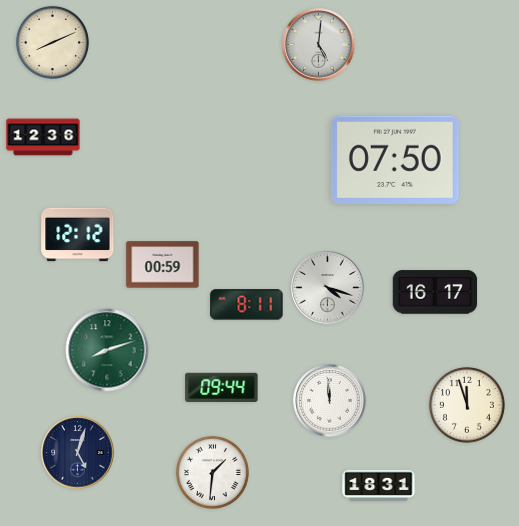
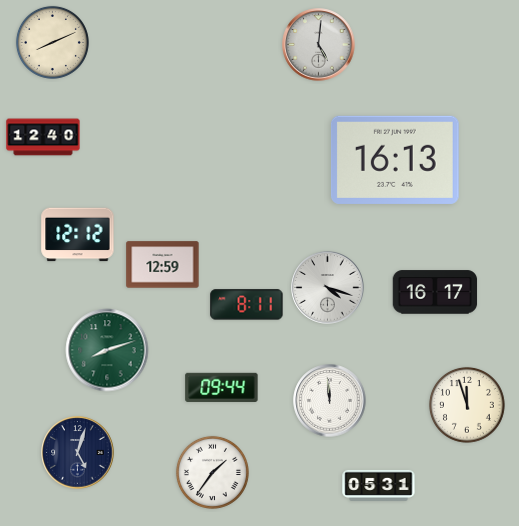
clock at (43, 137): 12:36 -> 12:40
clock at (395, 160): 07:50 -> 16:13
clock at (163, 265): 00:59 -> 12:59
clock at (212, 472): 1:31 -> 1:36
clock at (379, 485): 18:31 -> 05:31
